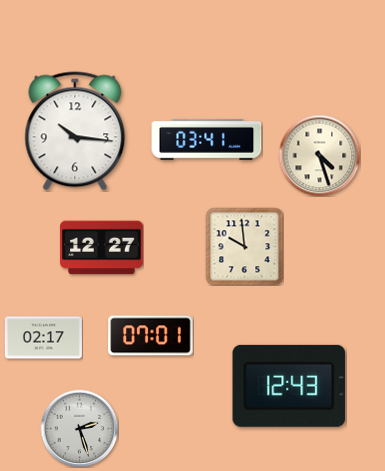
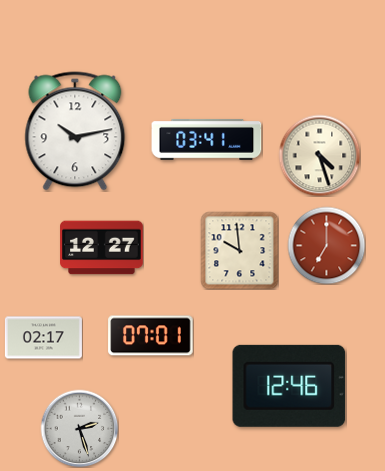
clock at (75, 131): 10:16 -> 10:13
clock at (326, 245): none -> 7:00
clock at (244, 246) position: (244, 246) -> (239, 250)
clock at (289, 386): 12:43 -> 12:46
